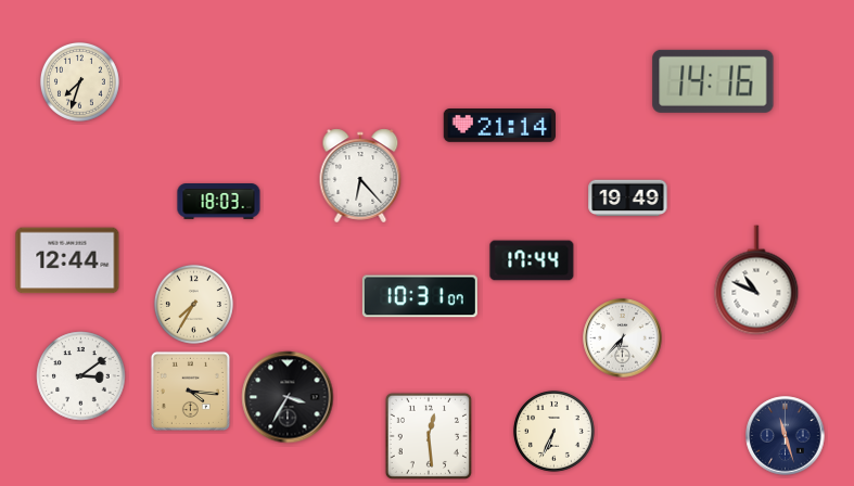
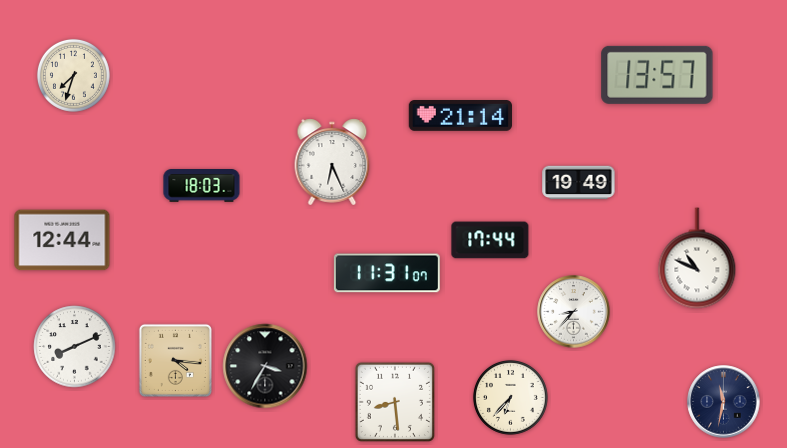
clock at (713, 81): 14:16 -> 13:57
clock at (360, 176): 6:23 -> 6:26
clock at (420, 296): 10:31 -> 11:31
clock at (193, 304): 7:35 -> none
clock at (623, 338): 6:37 -> 8:37
clock at (81, 376): 3:09 -> 8:11
clock at (553, 431): 6:34 -> 6:37
clock at (429, 436): 12:29 -> 8:29
clock at (786, 436): 11:27 -> 11:32
